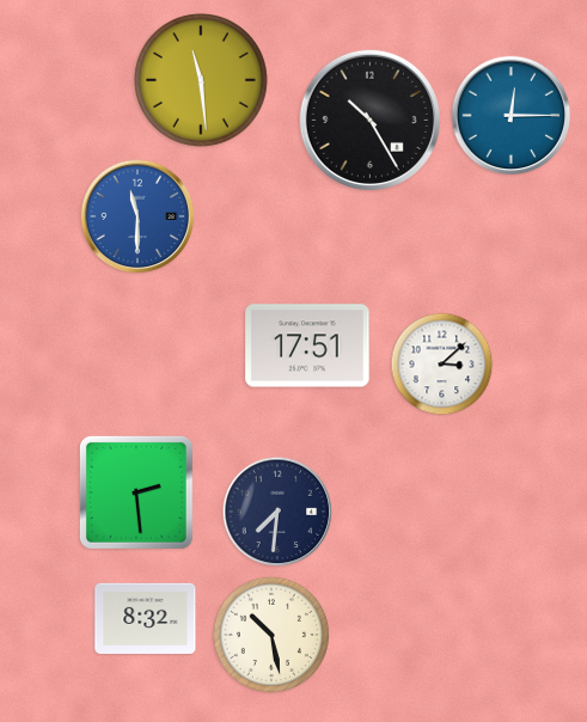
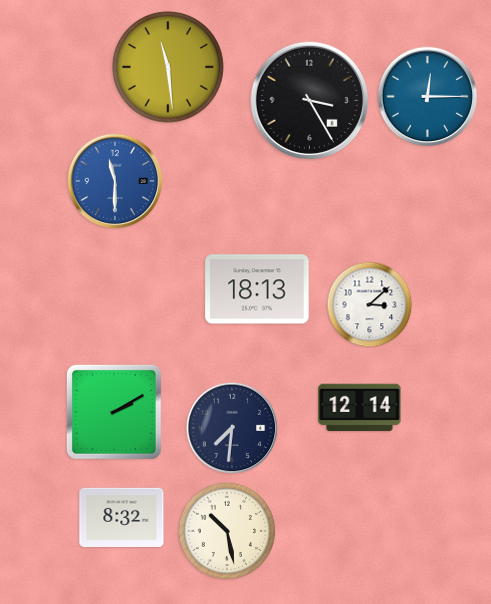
clock at (369, 120): 10:25 -> 3:25
clock at (307, 345): 17:51 -> 18:13
clock at (360, 408): none -> 12:14
clock at (136, 492): 2:29 -> 2:10
